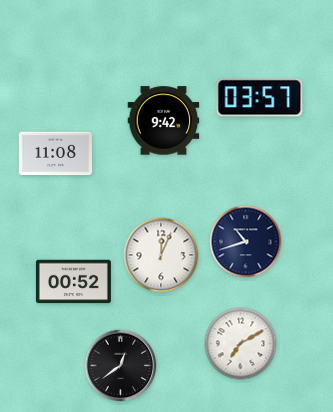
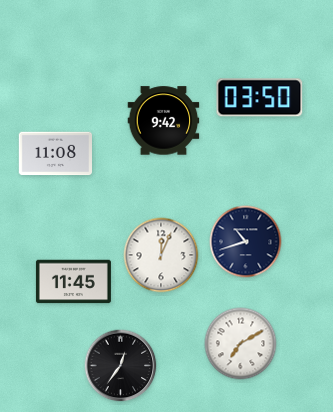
clock at (260, 98): 03:57 -> 03:50
clock at (73, 282): 00:52 -> 11:45
clock at (121, 366): 12:39 -> 12:36
